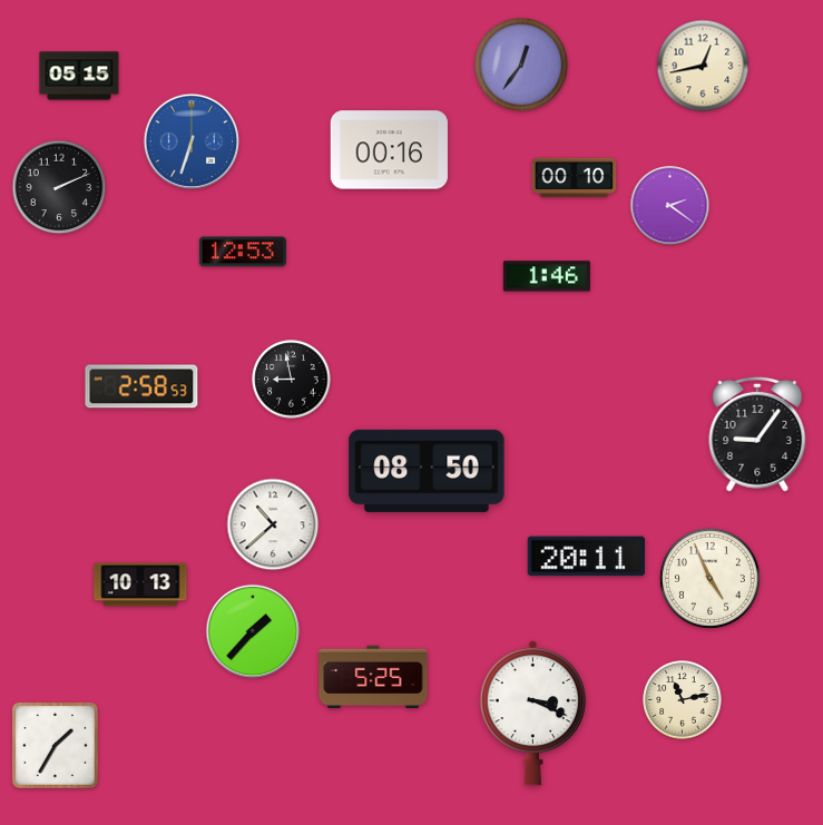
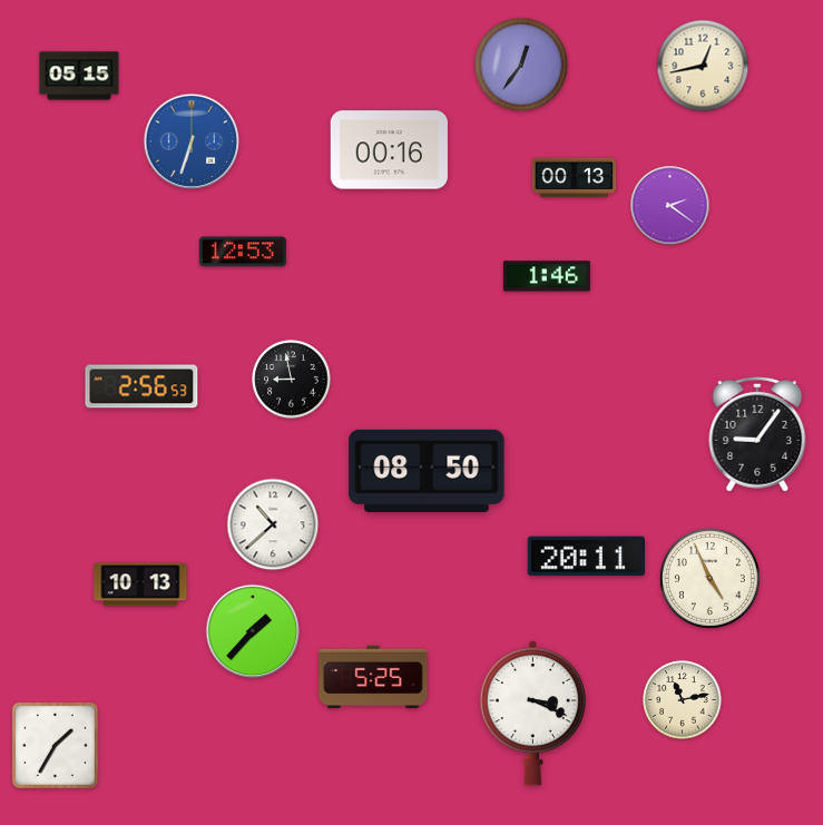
clock at (575, 178): 00:10 -> 00:13
clock at (59, 187): 2:11 -> none
clock at (141, 386): 2:58 -> 2:56
